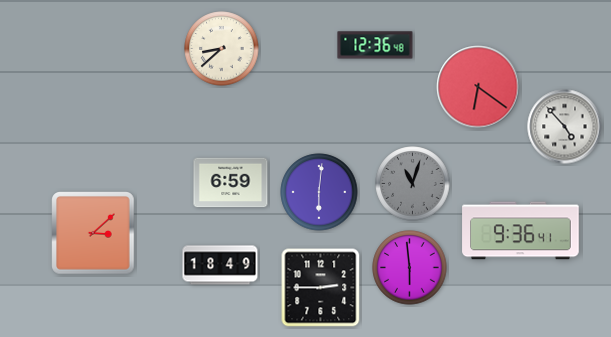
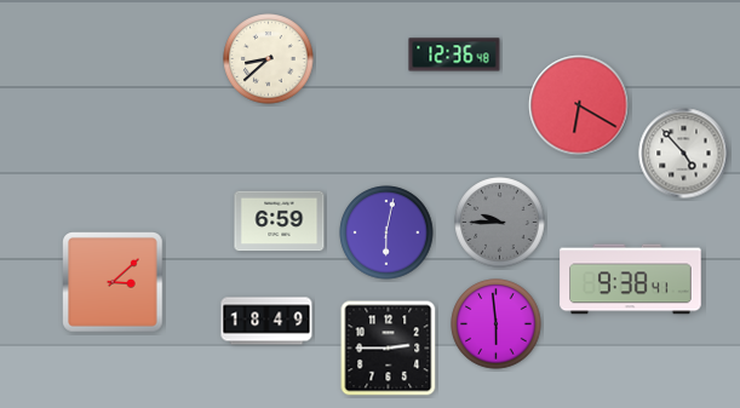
clock at (478, 87): 6:21 -> 6:20
clock at (413, 184): 11:03 -> 9:45
clock at (319, 192): 6:01 -> 6:02
clock at (521, 231): 9:36 -> 9:38
